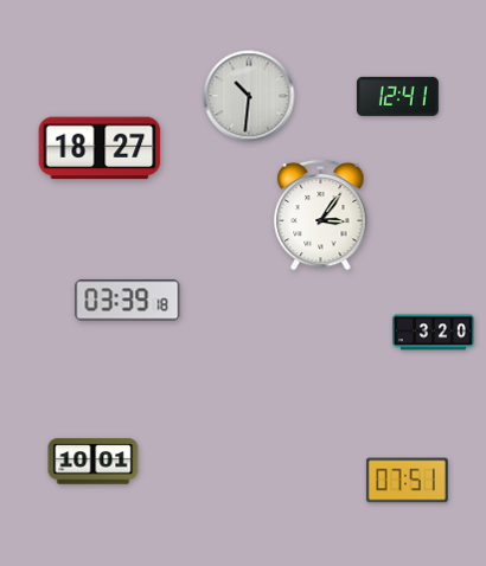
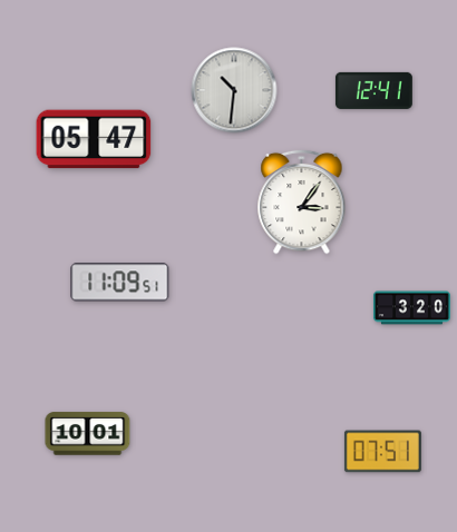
clock at (100, 148): 18:27 -> 05:47
clock at (128, 301): 03:39 -> 11:09
clock at (433, 333) position: (433, 333) -> (411, 308)
